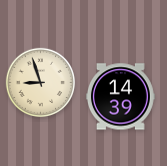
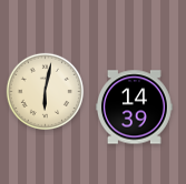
clock at (41, 83): 8:57 -> 6:02
